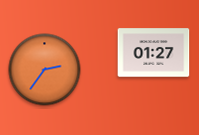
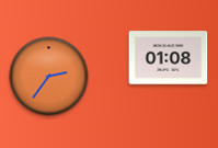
clock at (154, 53): 01:27 -> 01:08
